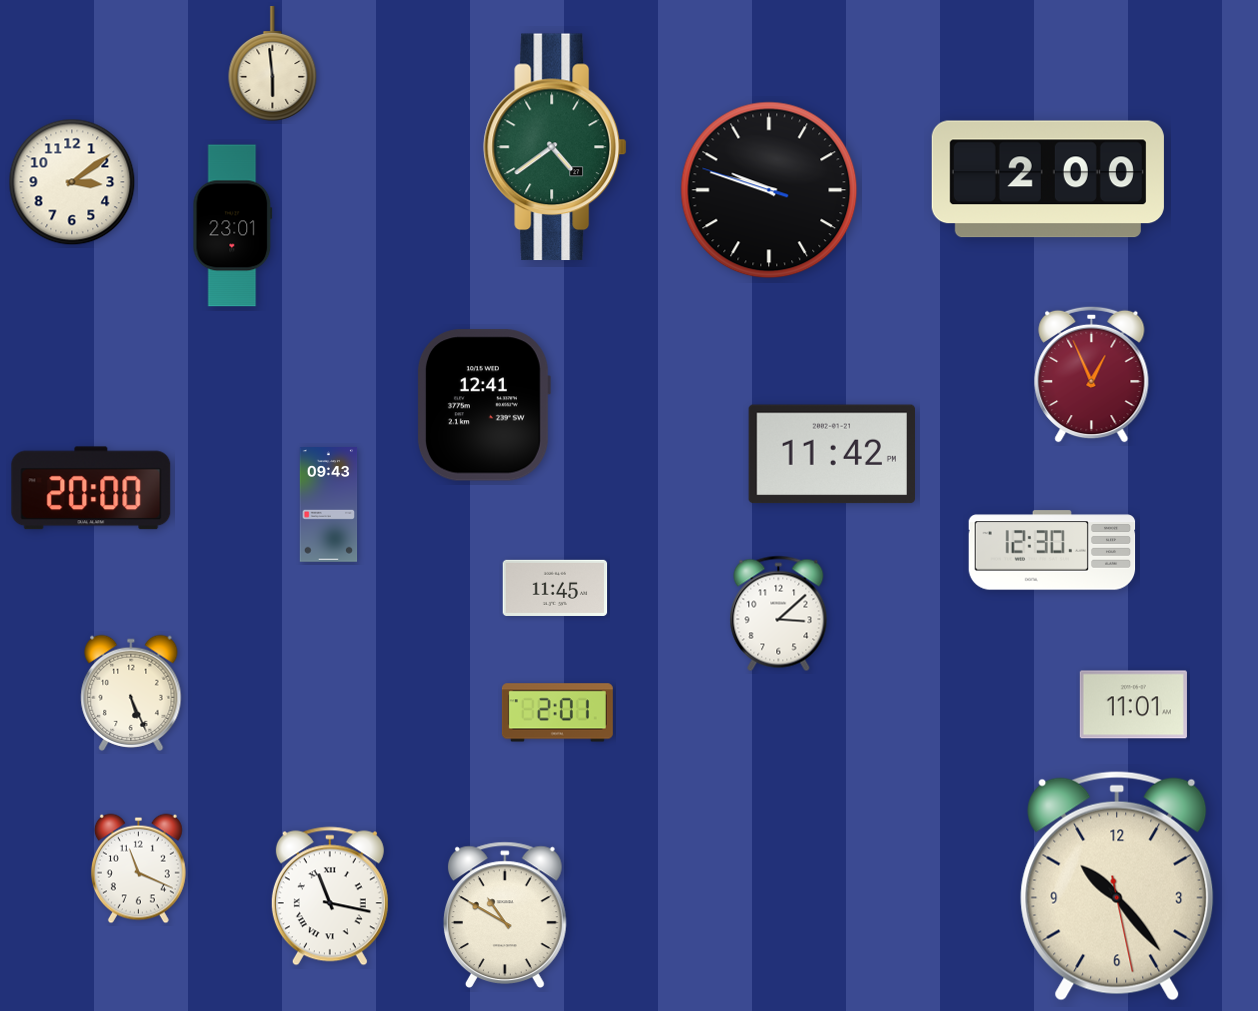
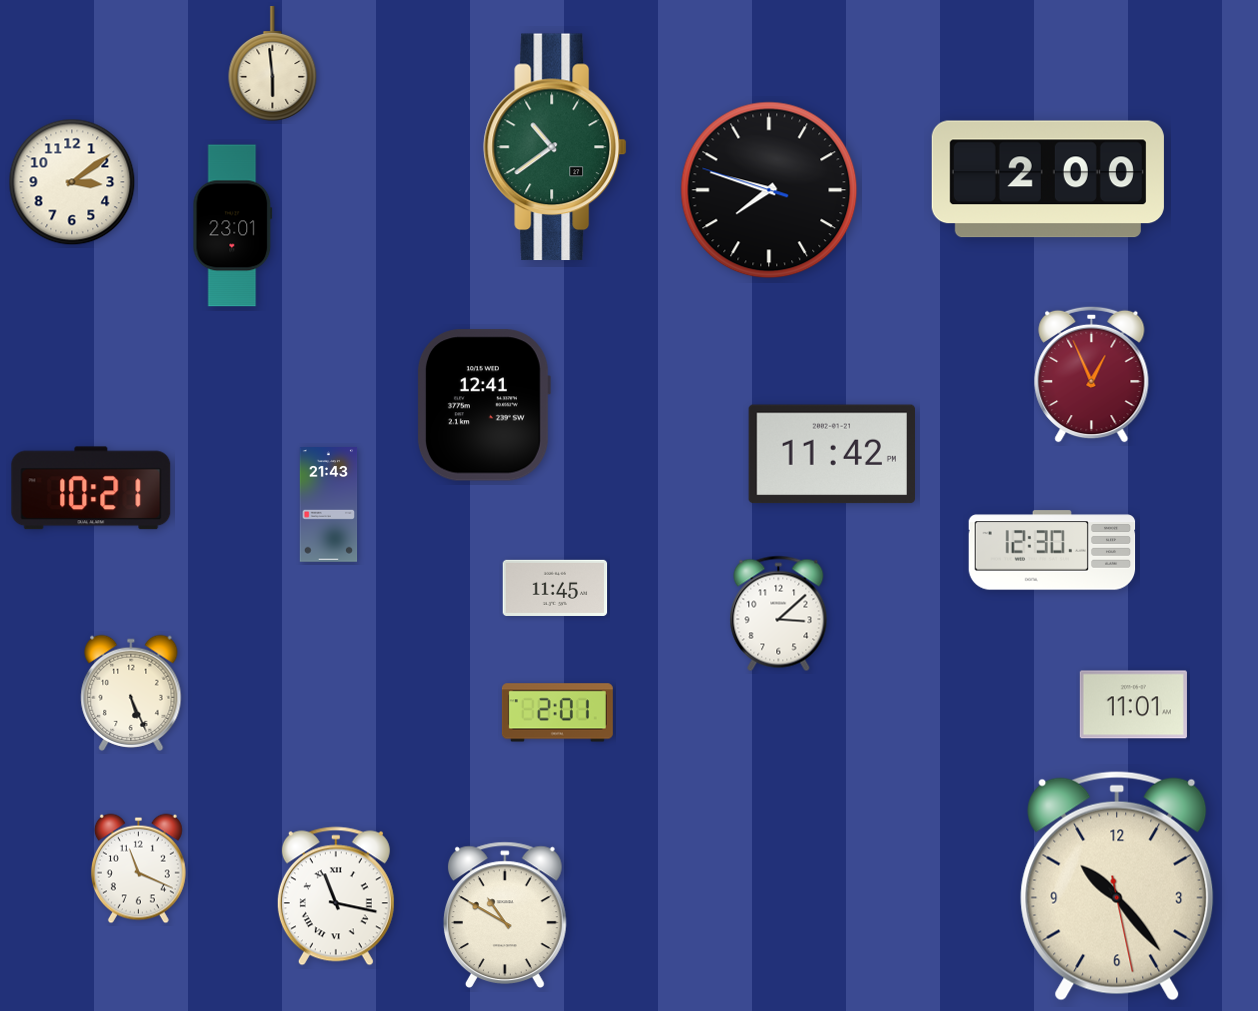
clock at (555, 147): 4:39 -> 10:39
clock at (769, 190): 9:47 -> 7:47
clock at (91, 488): 20:00 -> 10:21
clock at (329, 505): 09:43 -> 21:43
clock at (330, 896) position: (330, 896) -> (336, 896)
